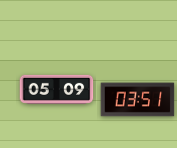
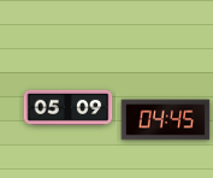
clock at (138, 100): 03:51 -> 04:45
